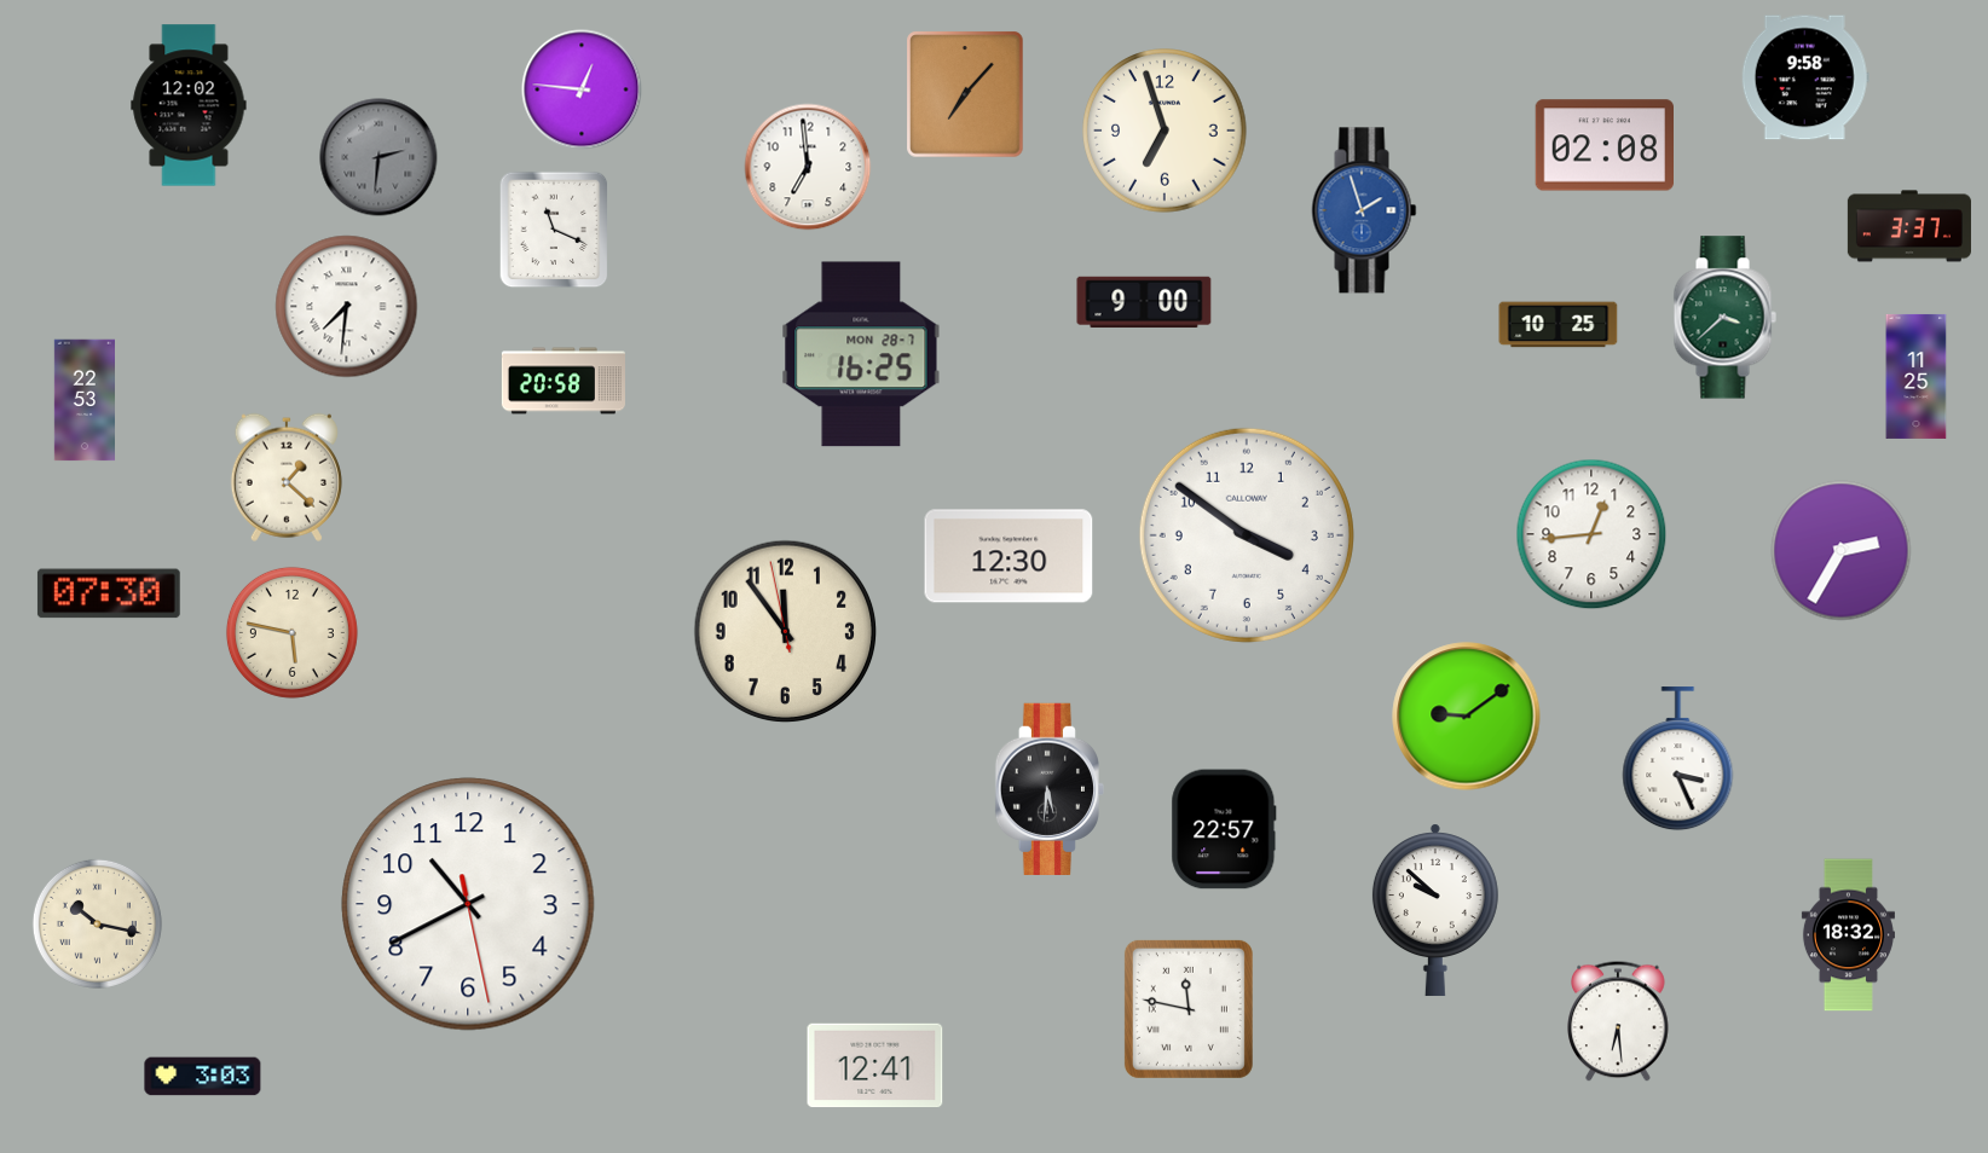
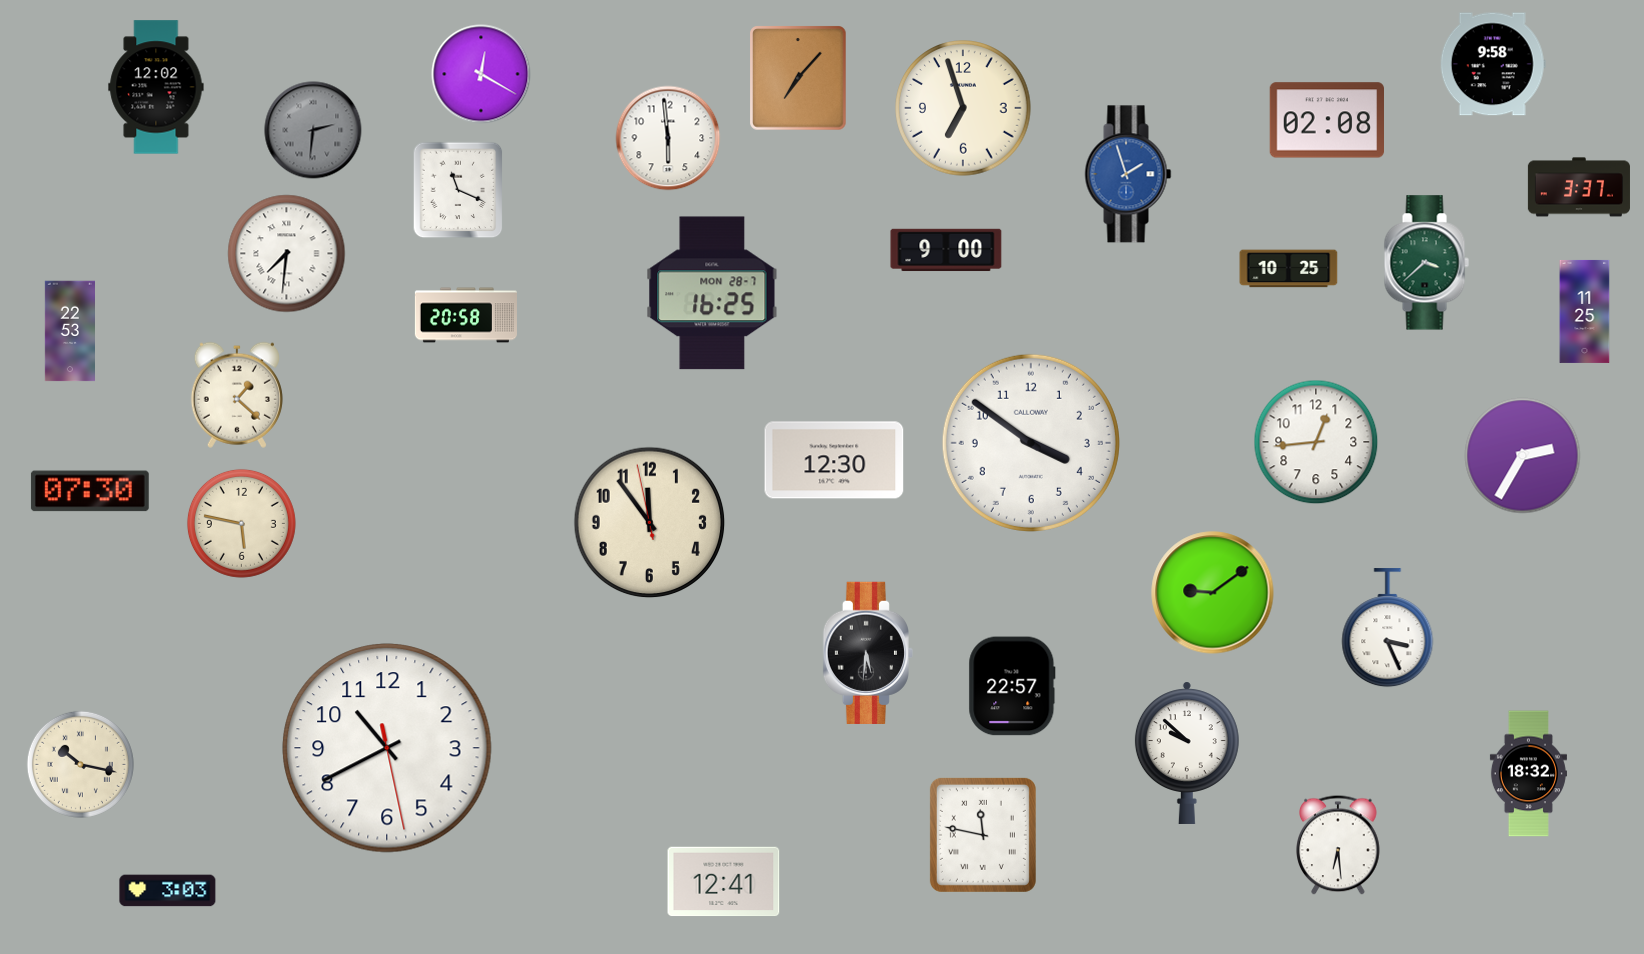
clock at (582, 89): 12:46 -> 12:20
clock at (808, 167): 6:59 -> 5:59
